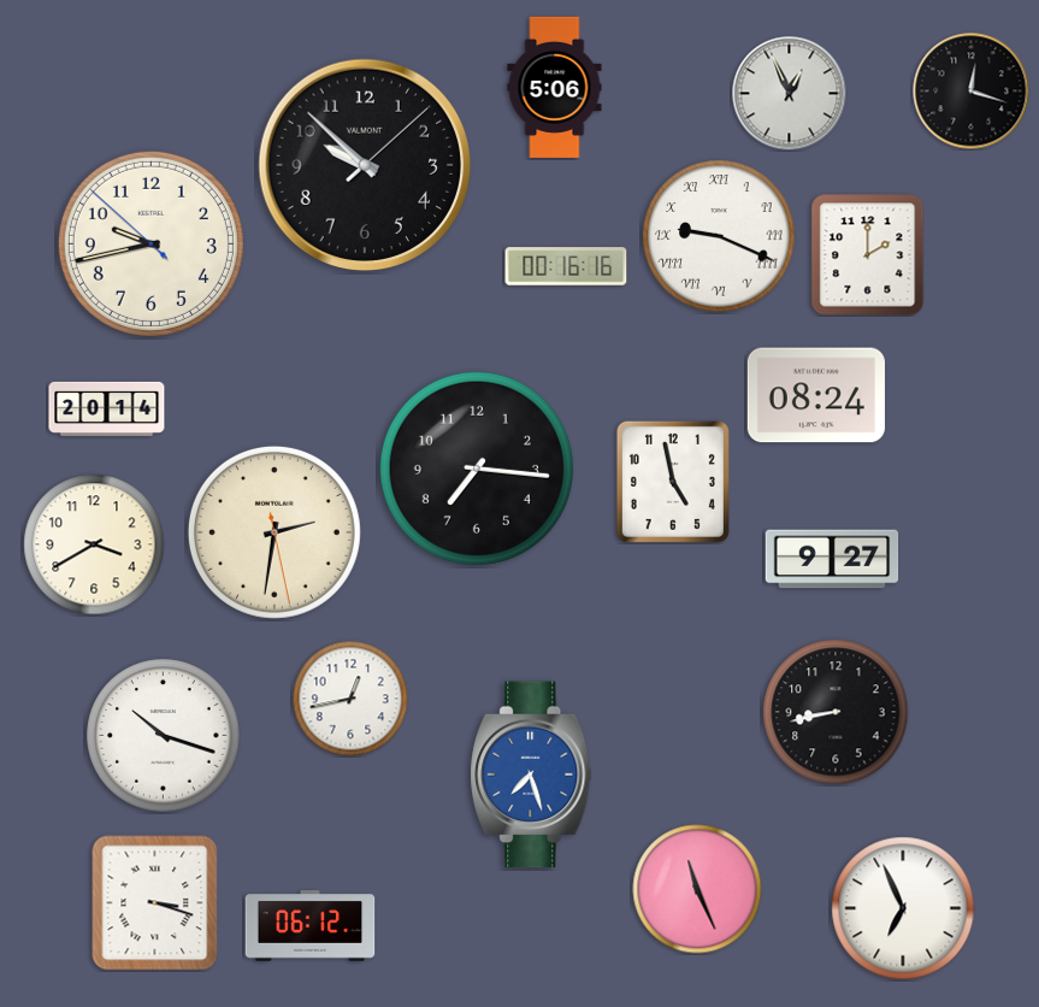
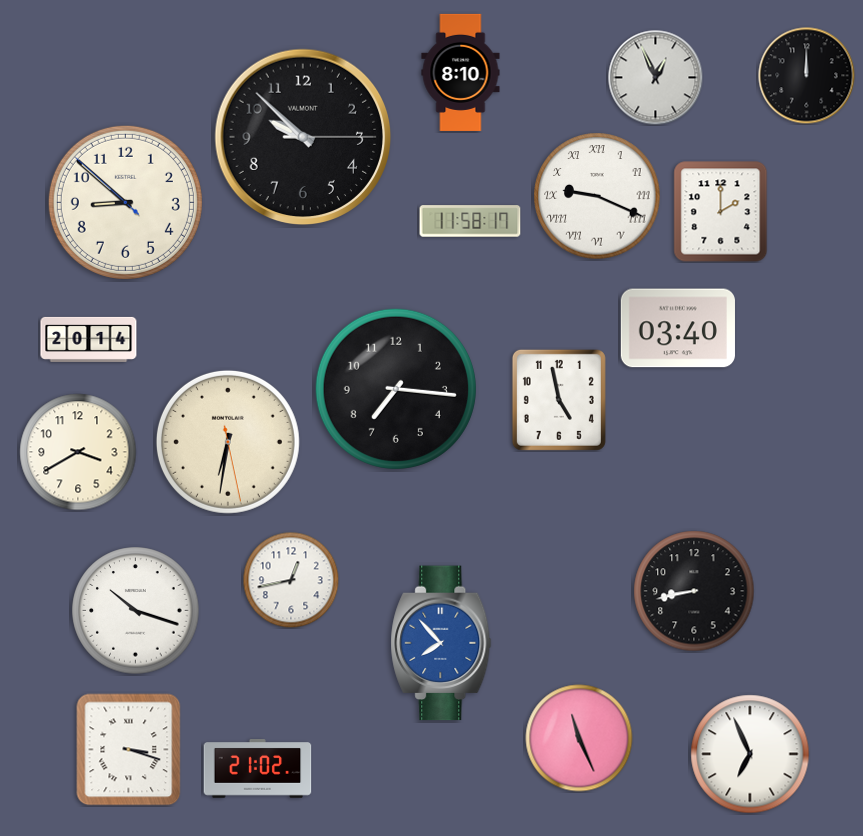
clock at (555, 87): 5:06 -> 8:10
clock at (972, 92): 12:18 -> 12:00
clock at (365, 165): 9:52:08 -> 9:52:15
clock at (150, 243): 9:42 -> 8:51
clock at (566, 266): 00:16 -> 11:58
clock at (816, 395): 08:24 -> 03:40
clock at (274, 532): 2:31 -> 6:31
clock at (832, 559): 9:27 -> none
clock at (531, 775): 7:27 -> 7:53
clock at (311, 926): 06:12 -> 21:02
